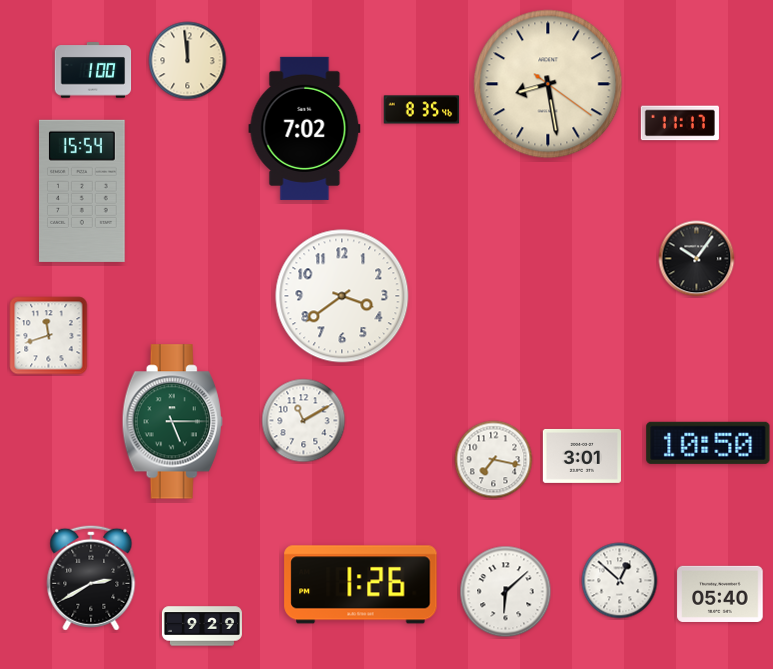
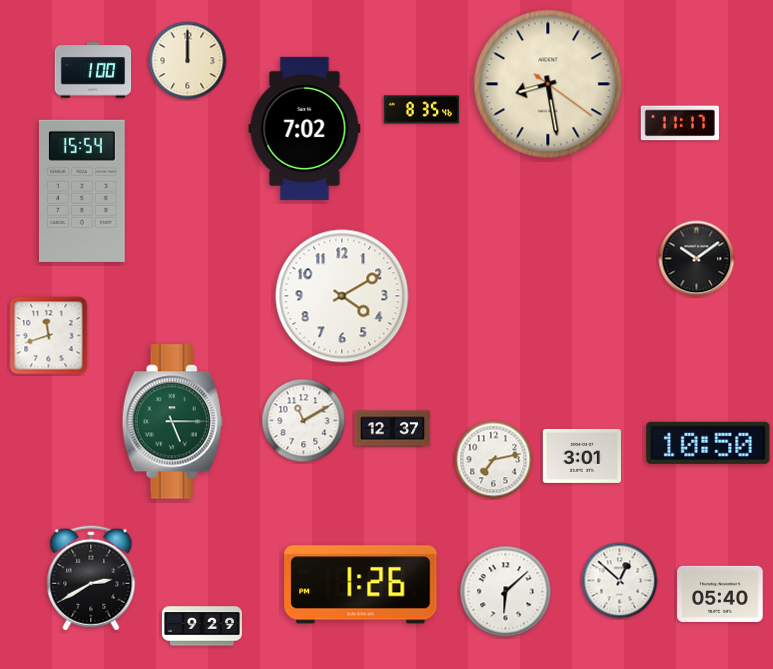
clock at (188, 61): 11:59 -> 12:00
clock at (697, 259): 10:06 -> 10:09
clock at (342, 296): 3:39 -> 4:10
clock at (393, 429): none -> 12:37
clock at (494, 460): 7:17 -> 7:13
